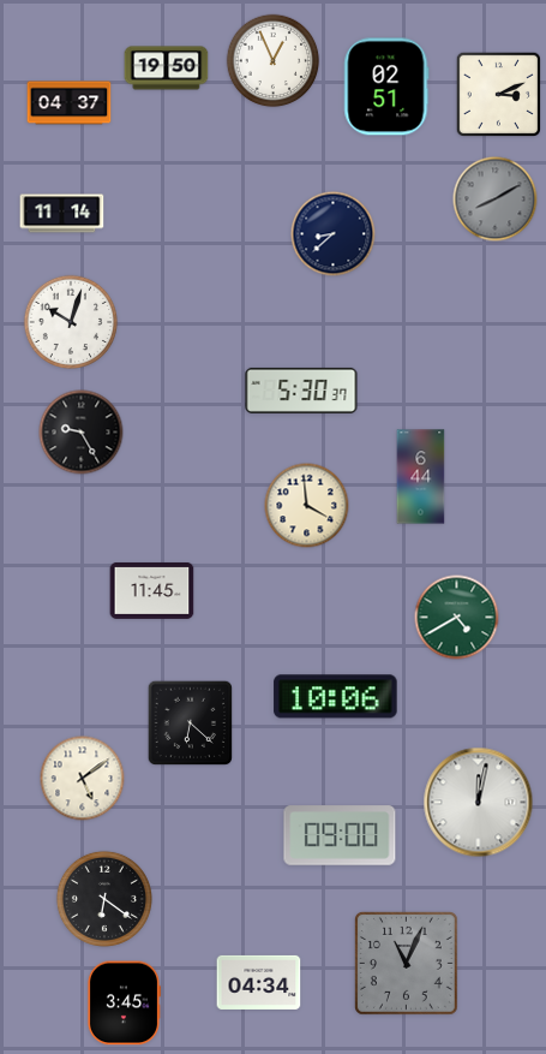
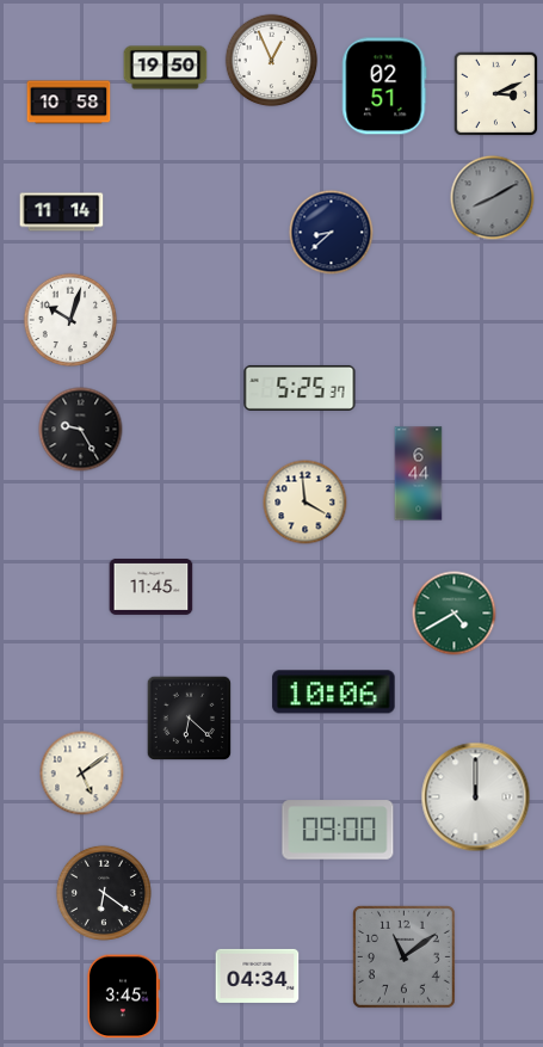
clock at (70, 103): 04:37 -> 10:58
clock at (301, 391): 5:30 -> 5:25
clock at (479, 803): 12:02 -> 12:00
clock at (406, 963): 11:04 -> 11:09
